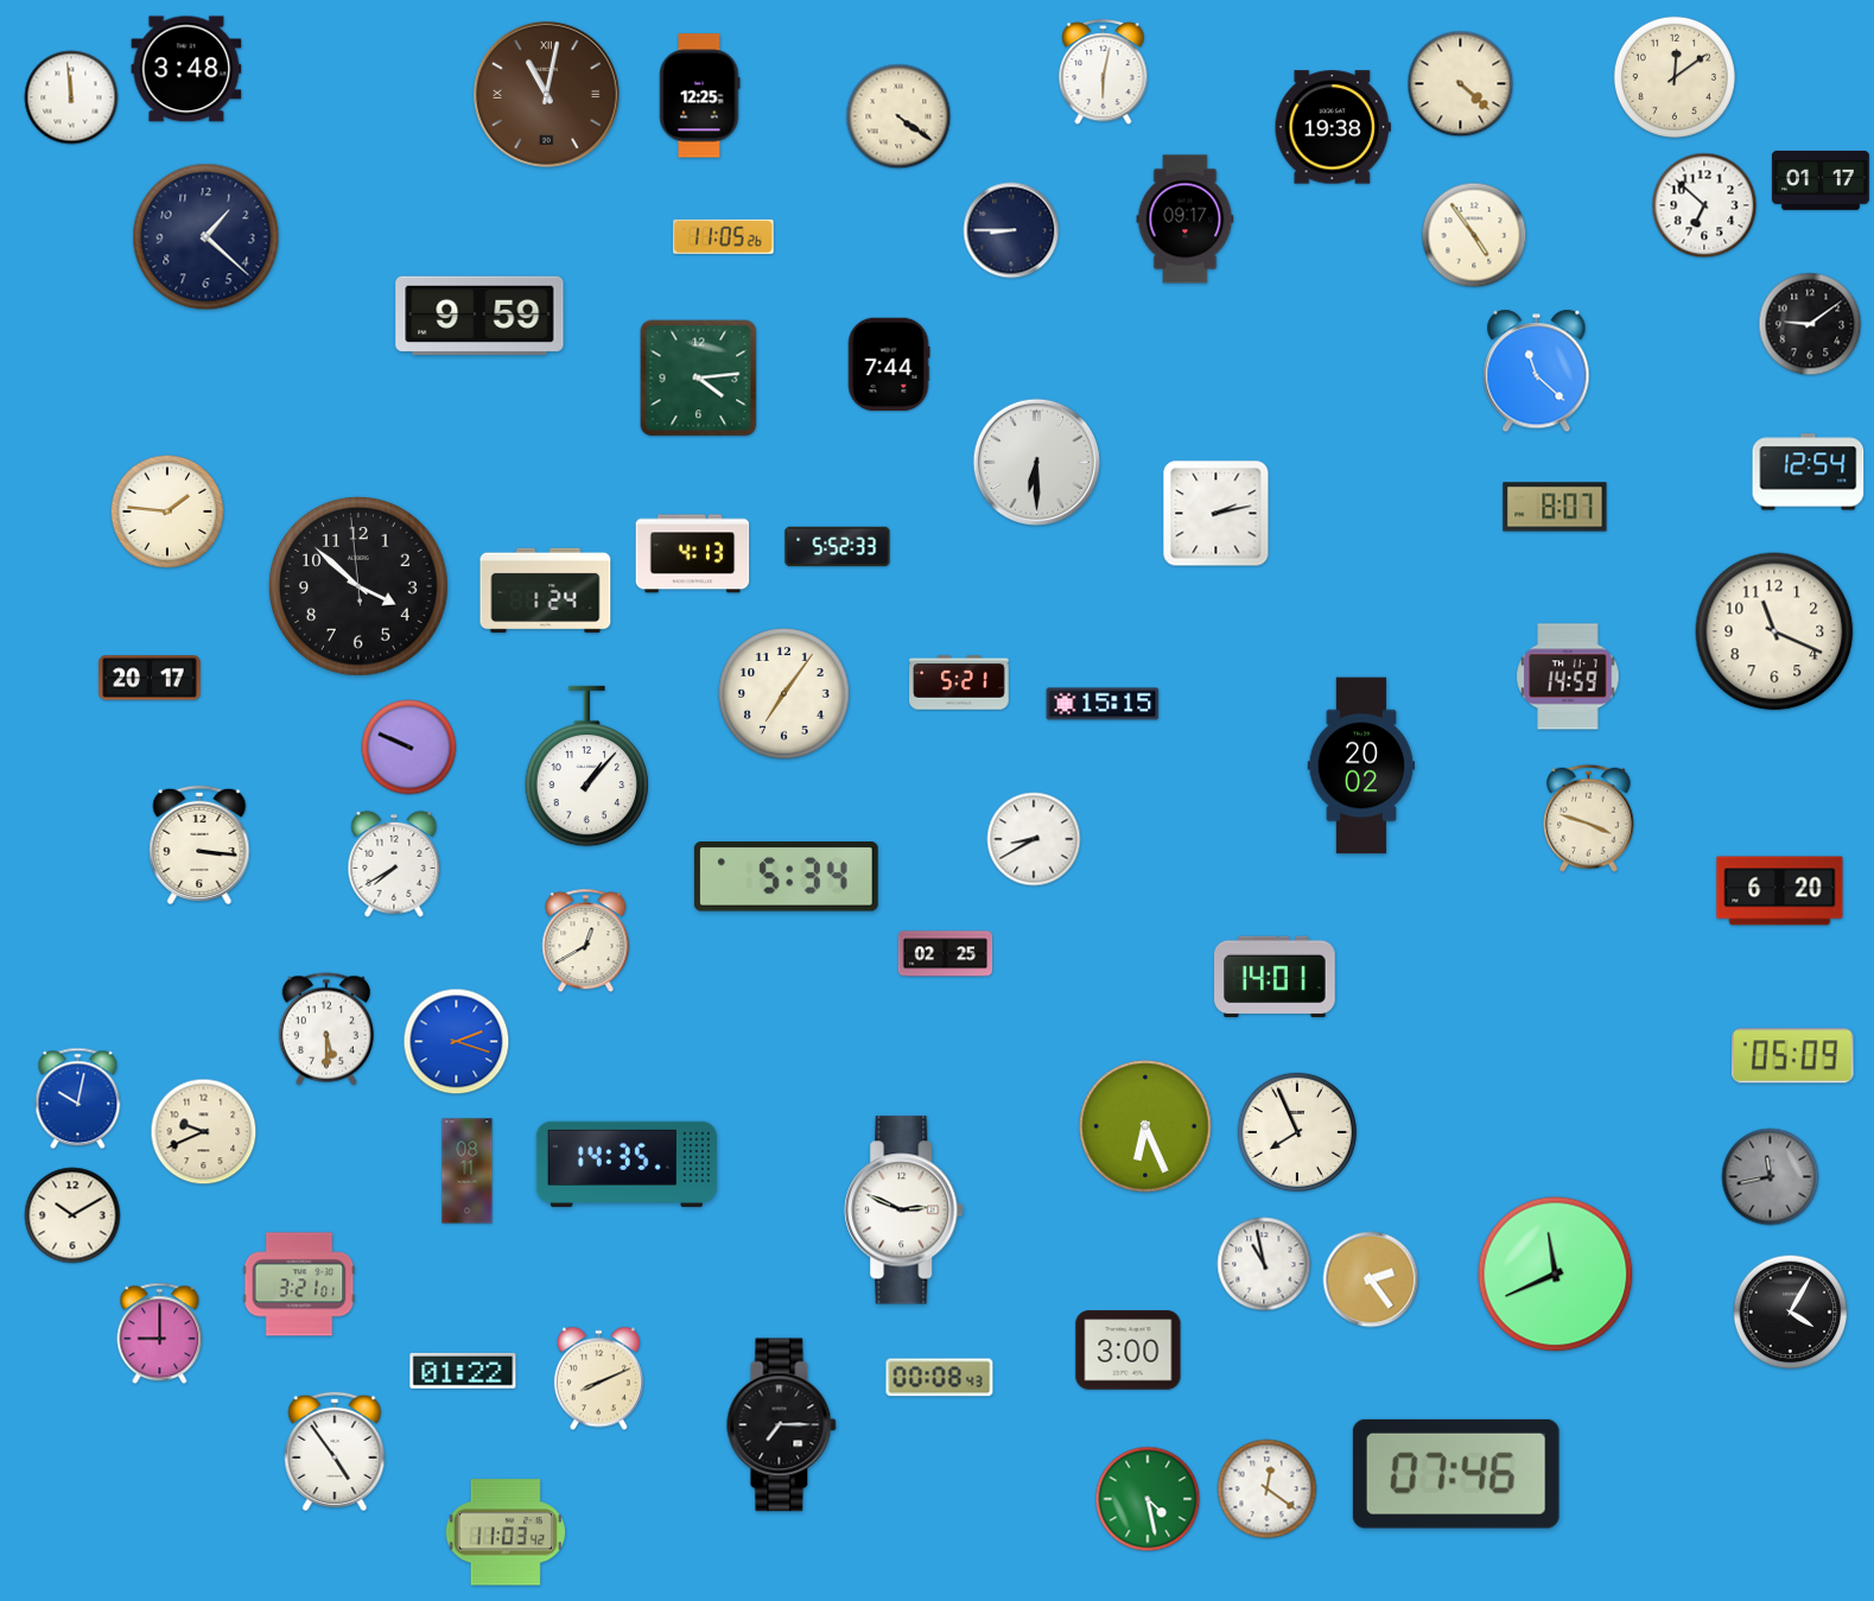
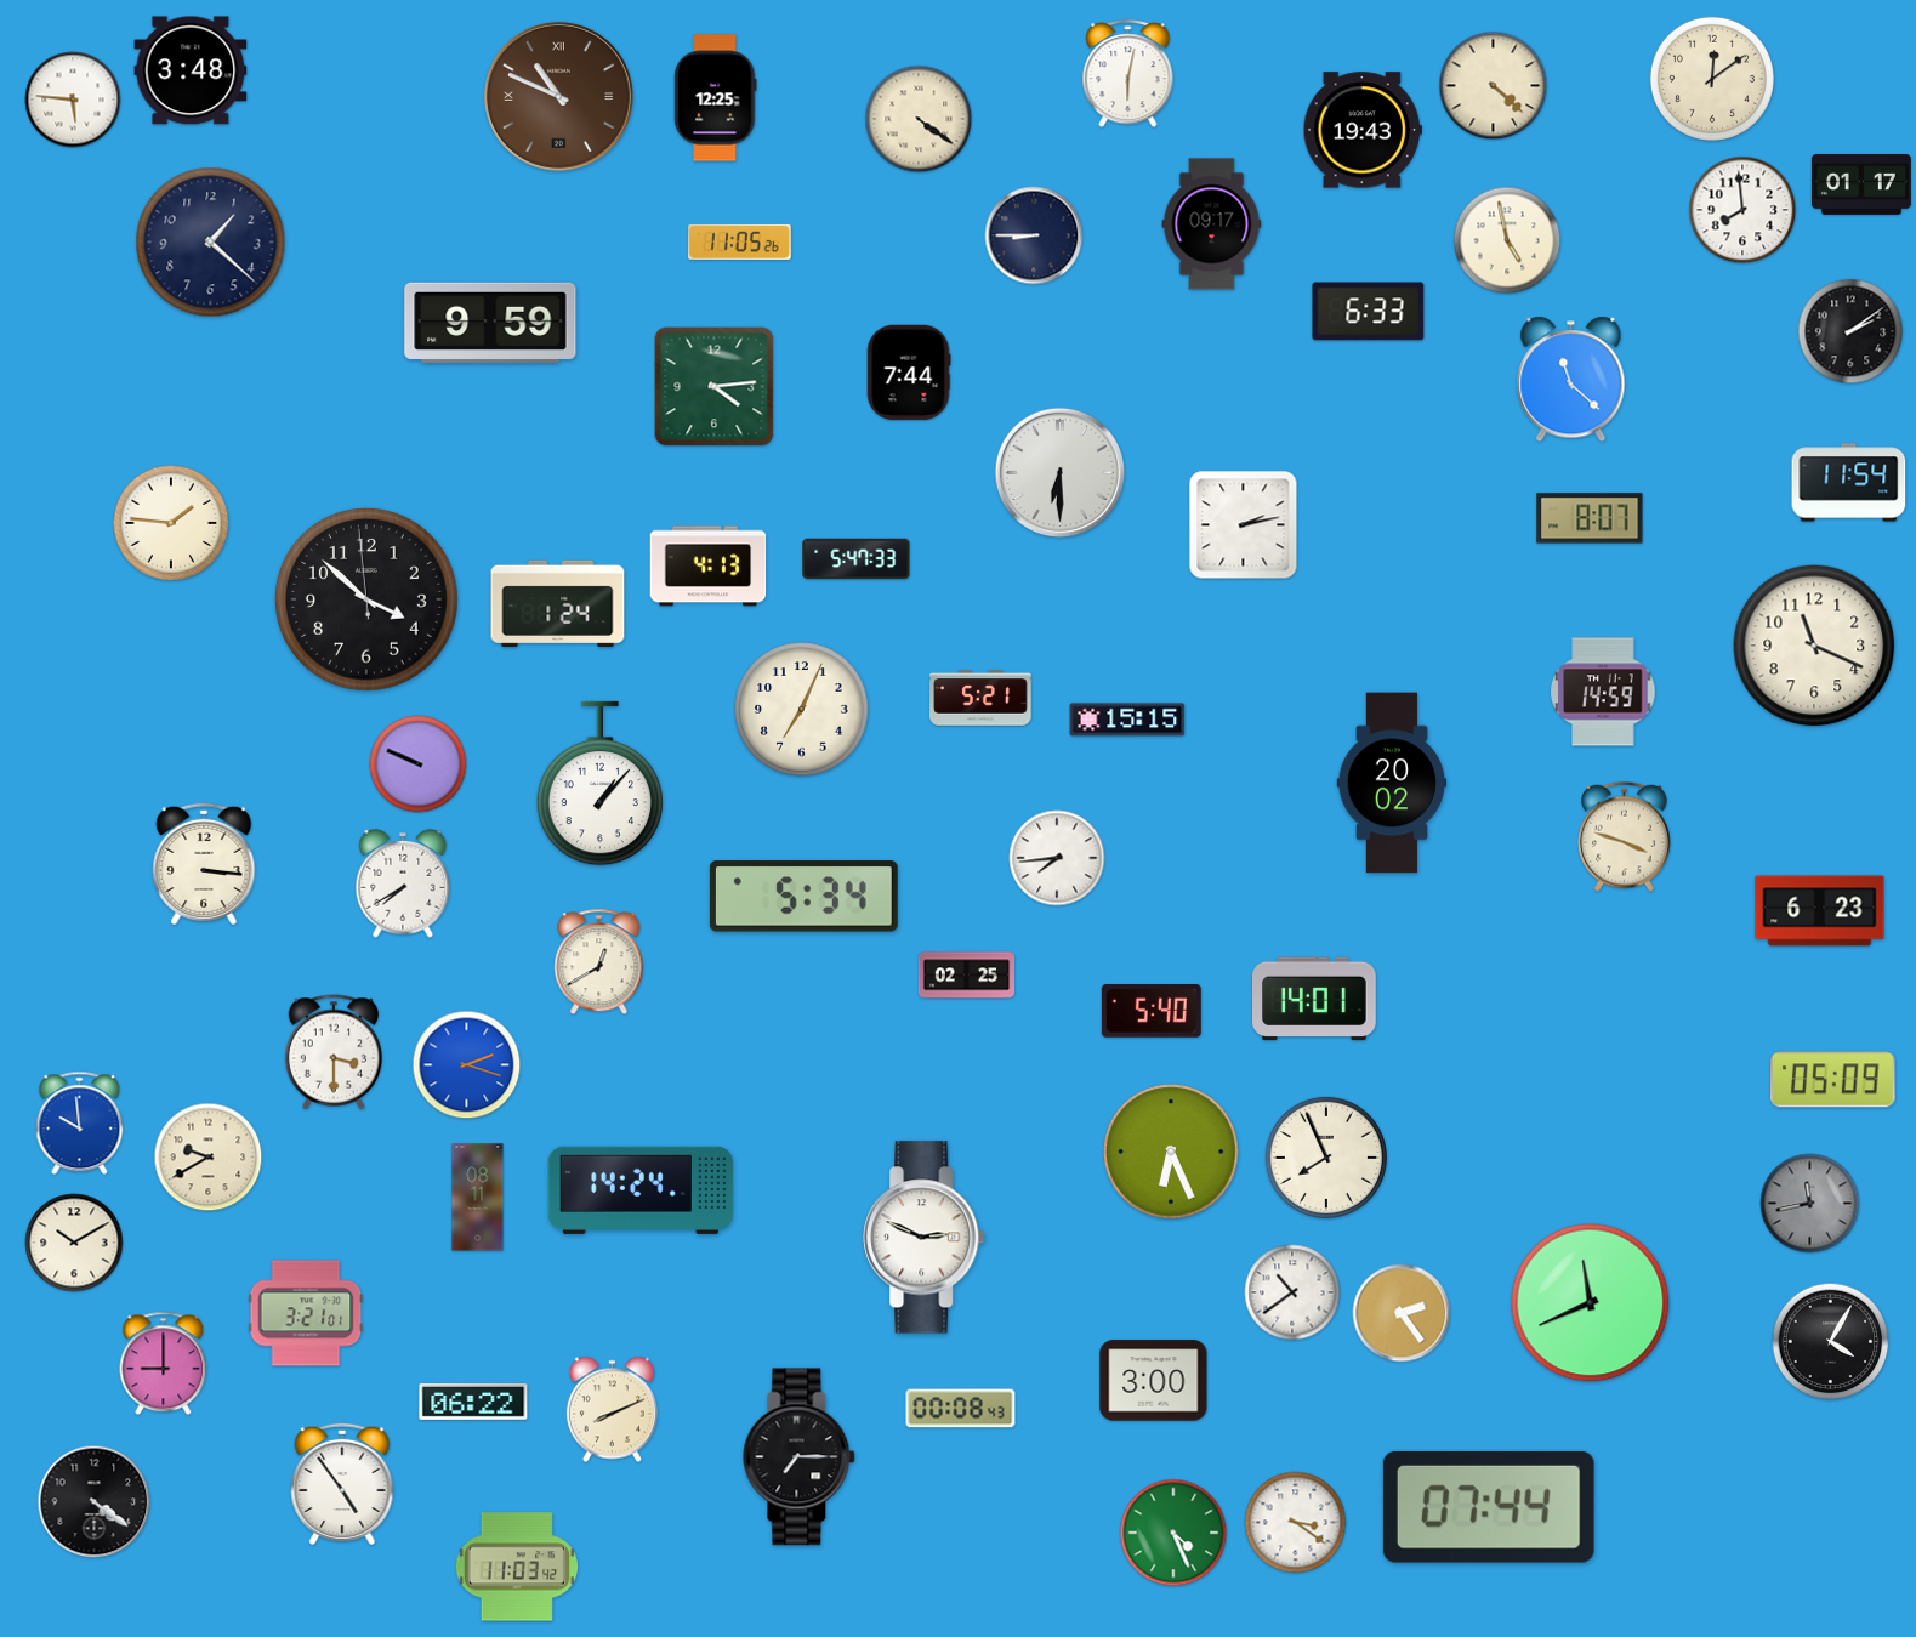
clock at (546, 94): 11:02 -> 10:49
clock at (71, 97): 11:59 -> 5:46
clock at (1333, 127): 19:38 -> 19:43
clock at (1704, 205): 6:52 -> 7:59
clock at (1474, 235): 4:54 -> 4:58
clock at (1369, 312): none -> 6:33
clock at (1810, 324): 9:09 -> 2:09
clock at (1809, 472): 12:54 -> 11:54
clock at (838, 547): 5:52 -> 5:47
clock at (150, 678): 20:17 -> none
clock at (784, 694): 7:06 -> 7:04
clock at (1034, 839): 8:40 -> 7:44
clock at (1780, 891): 6:20 -> 6:23
clock at (1275, 977) position: (1275, 977) -> (1314, 999)
clock at (1152, 1012): none -> 5:40
clock at (325, 1029): 5:30 -> 3:30
clock at (78, 1099): 10:02 -> 9:59
clock at (204, 1132): 9:41 -> 9:40
clock at (627, 1164): 14:35 -> 14:24
clock at (1264, 1264): 10:58 -> 10:39
clock at (1371, 1279) position: (1371, 1279) -> (1402, 1313)
clock at (463, 1371): 01:22 -> 06:22
clock at (95, 1502): none -> 4:21
clock at (1456, 1474): 07:46 -> 07:44
clock at (1268, 1489): 12:21 -> 3:21
clock at (1148, 1499): 4:28 -> 4:26
